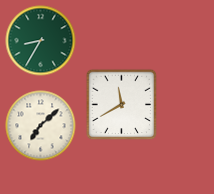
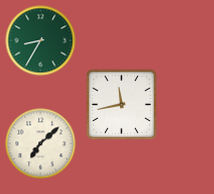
clock at (122, 105): 11:40 -> 11:43
clock at (41, 126) position: (41, 126) -> (41, 144)
